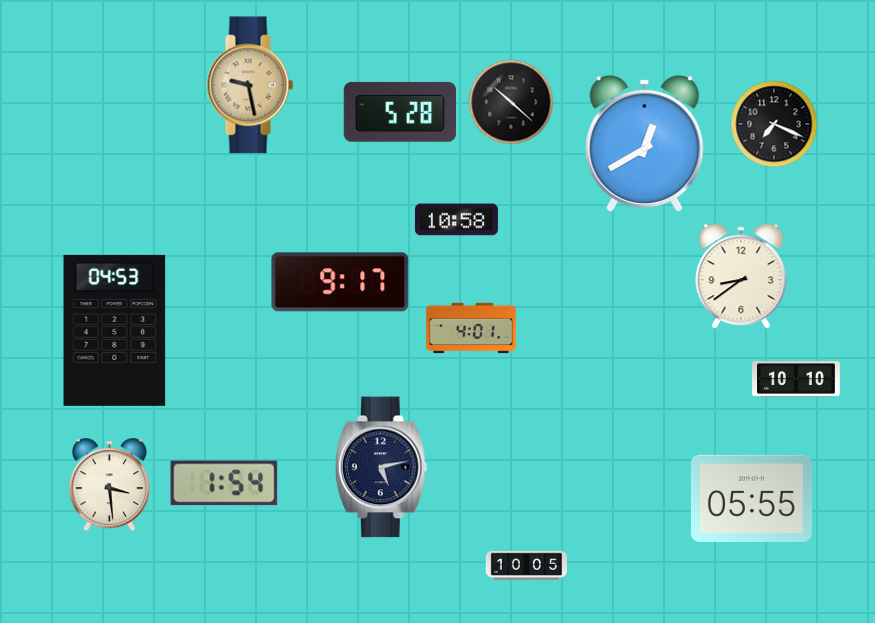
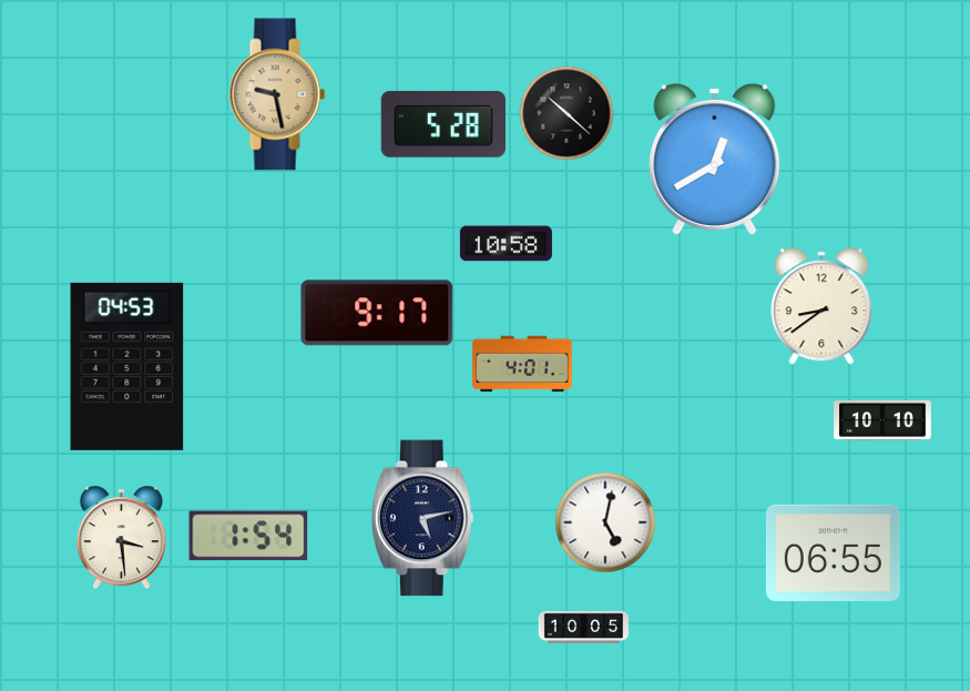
clock at (774, 124): 7:19 -> none
clock at (605, 522): none -> 5:02
clock at (751, 498): 05:55 -> 06:55
